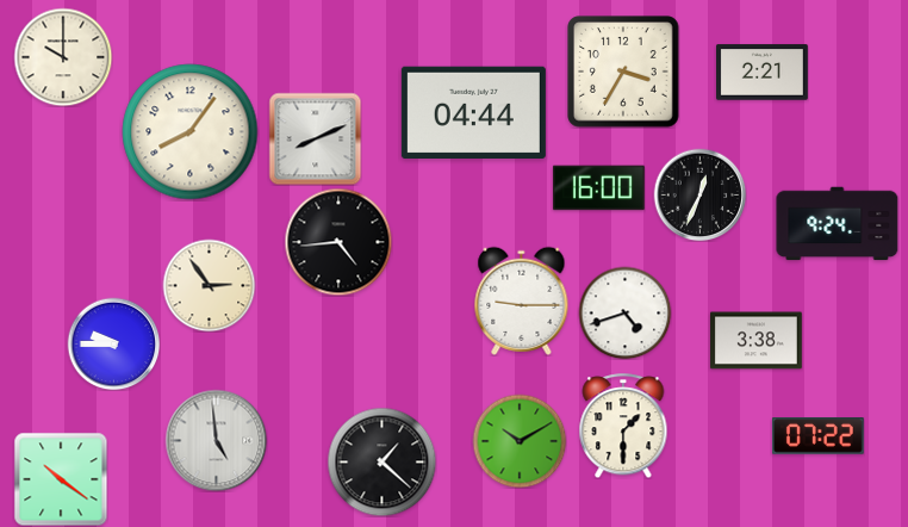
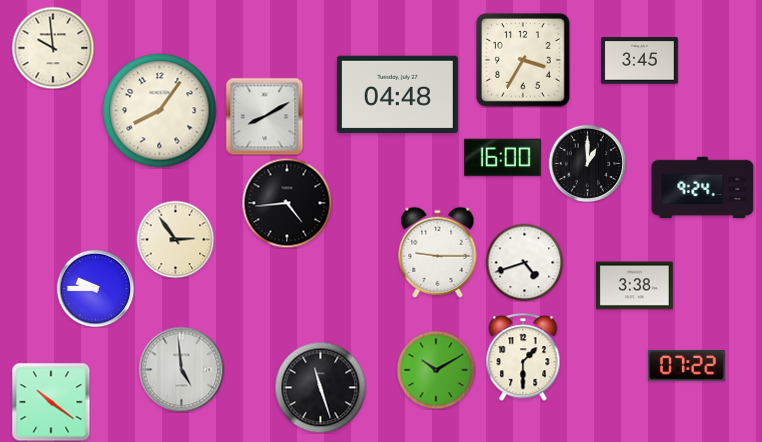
clock at (63, 57): 10:00 -> 9:59
clock at (763, 73): 2:21 -> 3:45
clock at (473, 113): 04:44 -> 04:48
clock at (315, 138): 8:11 -> 8:10
clock at (699, 194): 12:34 -> 1:00
clock at (338, 242) position: (338, 242) -> (287, 203)
clock at (381, 461): 1:22 -> 11:27
